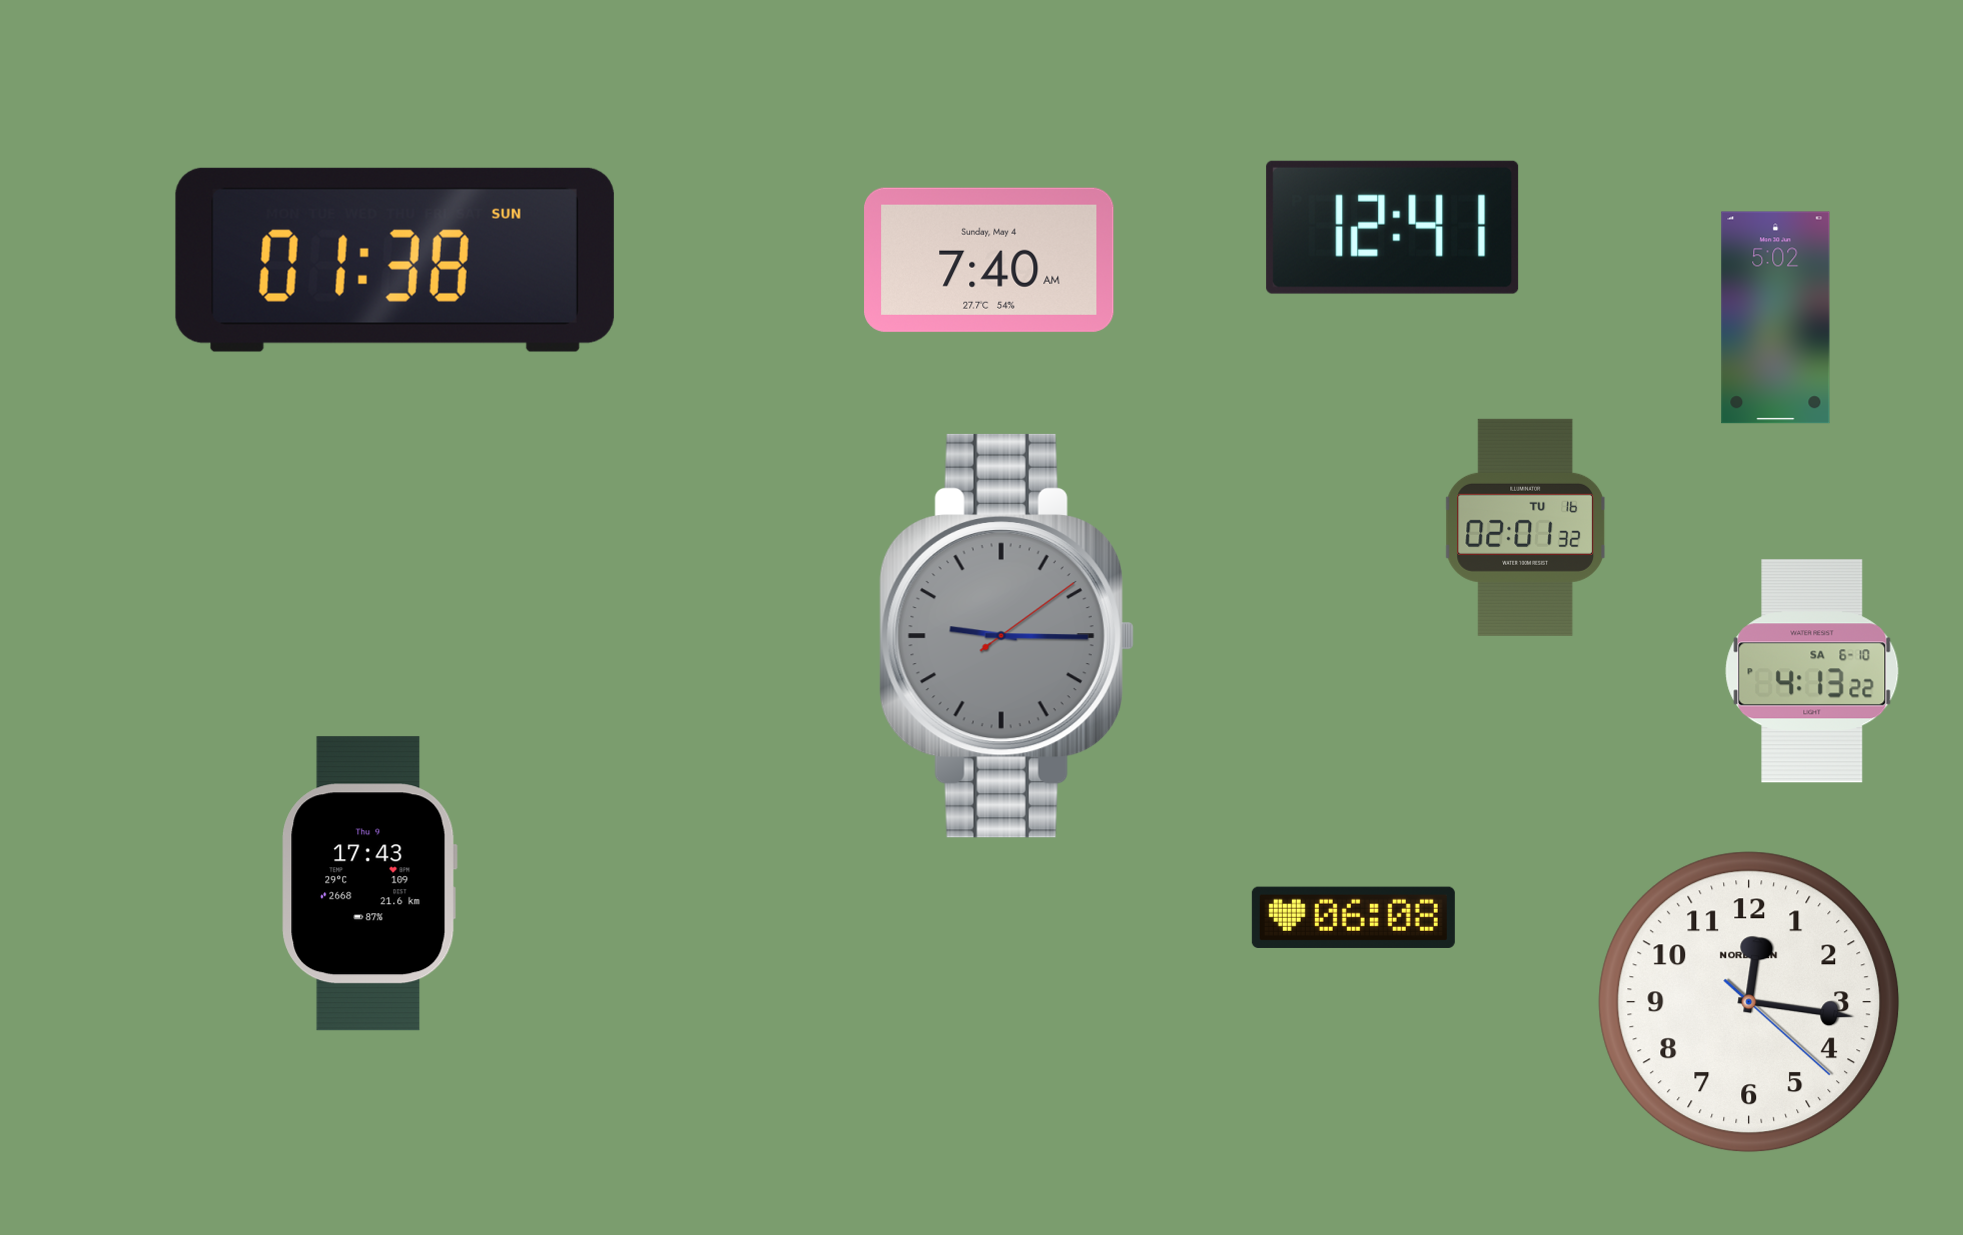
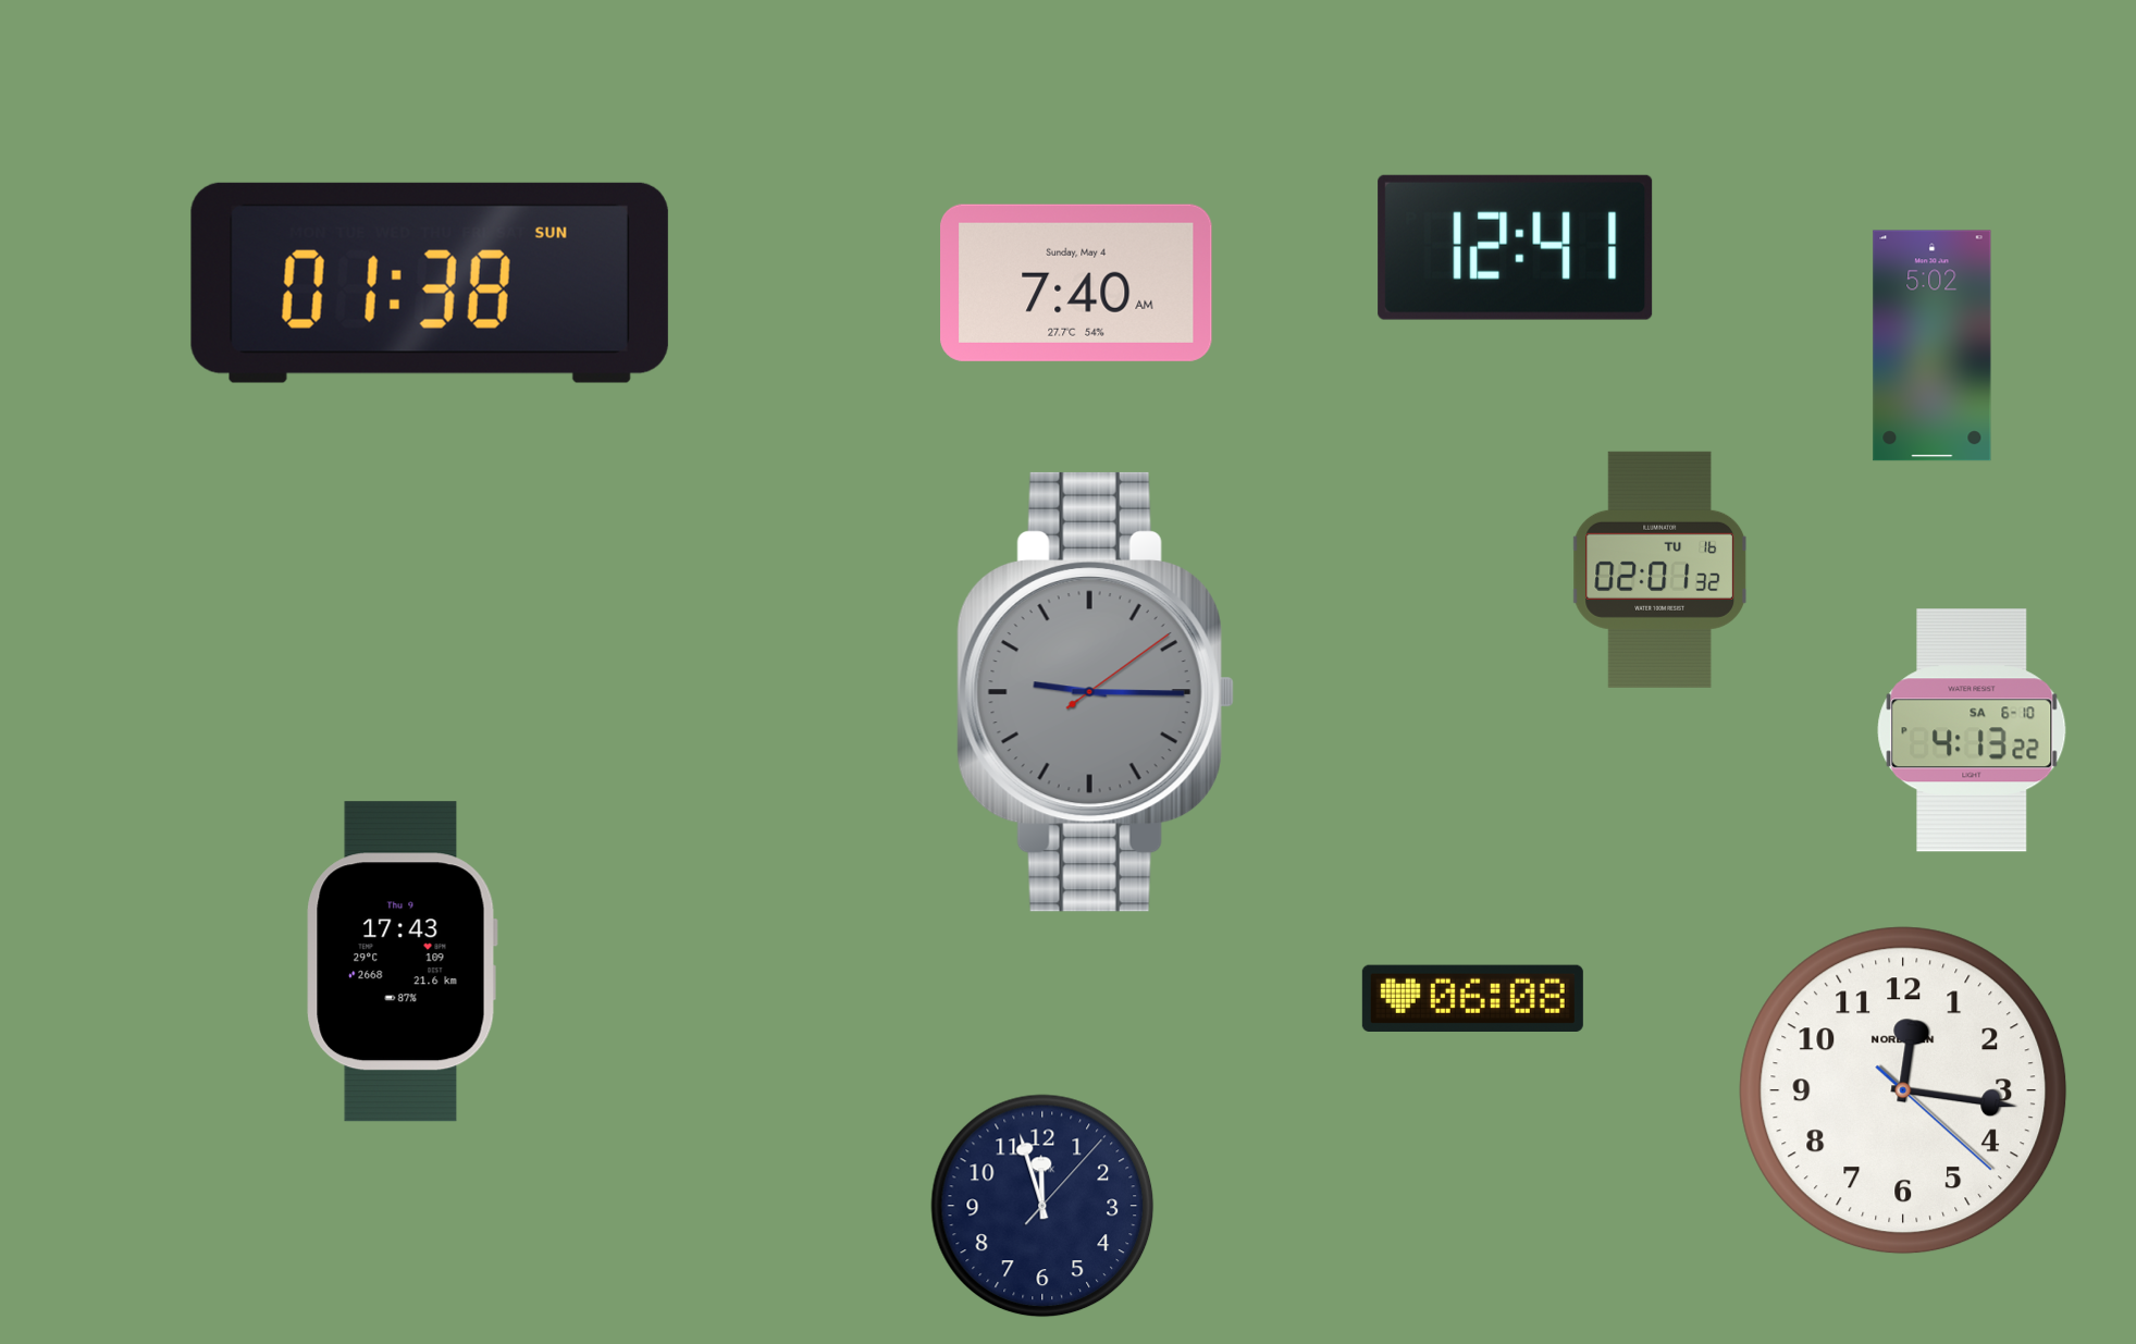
clock at (1525, 527) position: (1525, 527) -> (1659, 569)
clock at (1042, 1206): none -> 11:57
